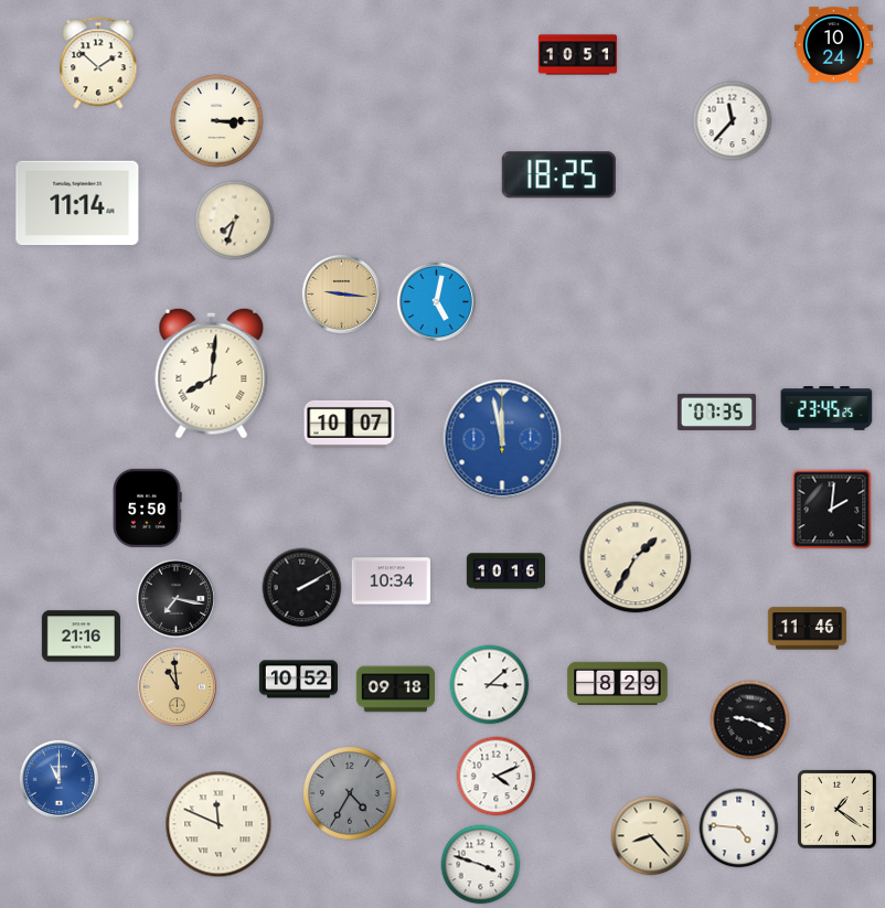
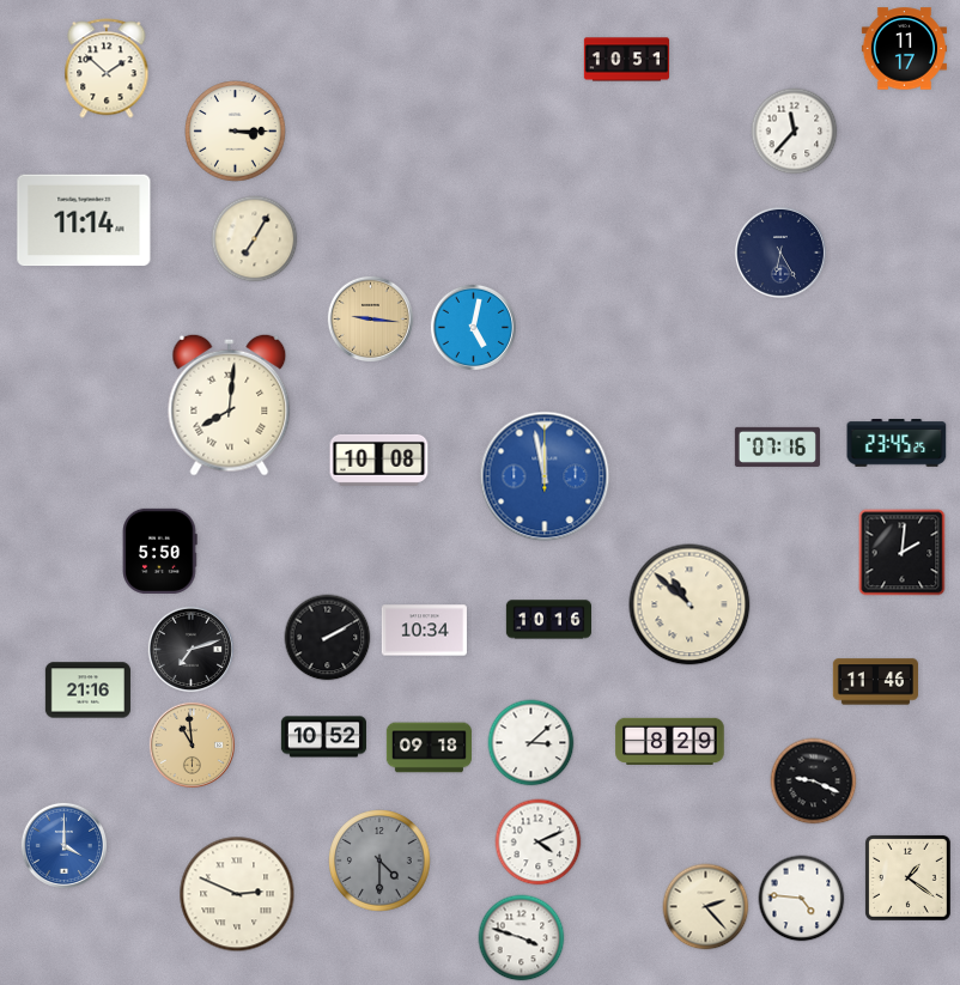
clock at (833, 45): 10:24 -> 11:17
clock at (558, 175): 18:25 -> none
clock at (235, 221): 7:33 -> 7:05
clock at (780, 253): none -> 6:25
clock at (716, 412): 07:35 -> 07:16
clock at (350, 424): 10:07 -> 10:08
clock at (636, 557): 1:35 -> 10:52
clock at (175, 598): 7:17 -> 7:12
clock at (58, 779): 11:00 -> 4:00
clock at (350, 793): 4:35 -> 4:30
clock at (218, 824): 11:49 -> 2:49
clock at (651, 836): 8:23 -> 2:23
